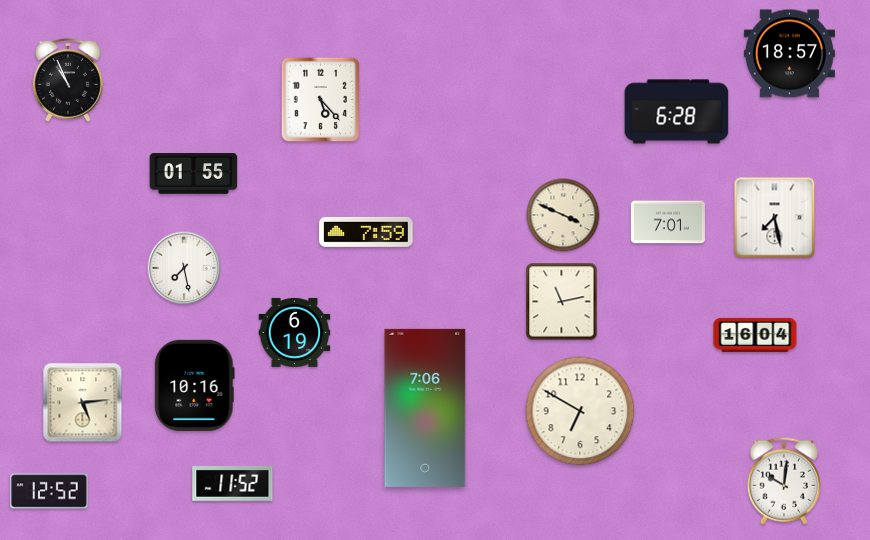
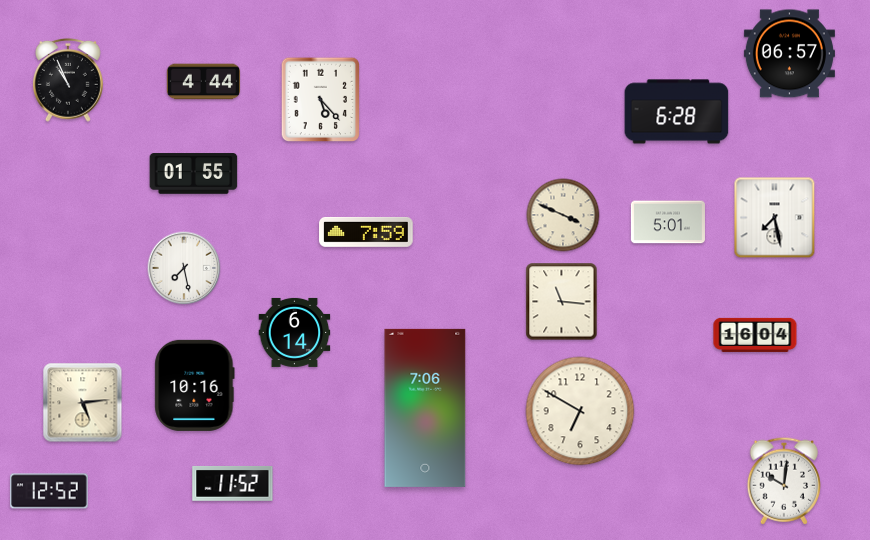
clock at (789, 54): 18:57 -> 06:57
clock at (204, 82): none -> 4:44
clock at (668, 222): 7:01 -> 5:01
clock at (562, 302): 11:13 -> 11:16
clock at (295, 332): 6:19 -> 6:14
